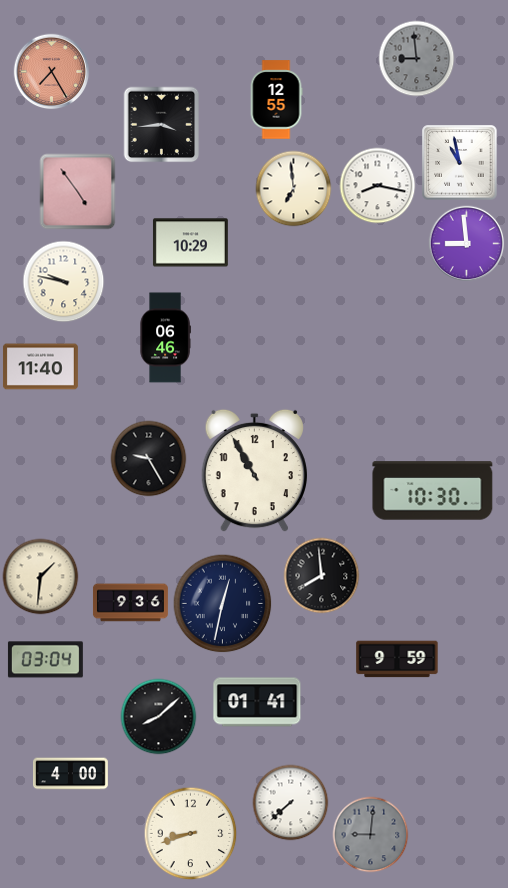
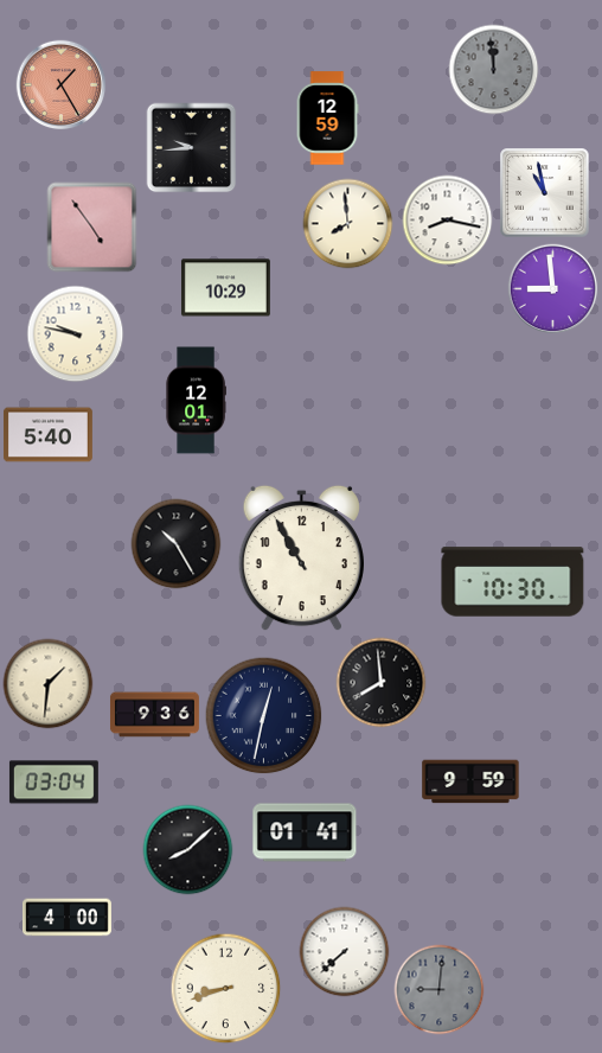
clock at (417, 59): 8:59 -> 11:59
clock at (52, 72): 7:25 -> 1:25
clock at (276, 100): 12:55 -> 12:59
clock at (162, 125): 3:44 -> 9:44
clock at (294, 189): 6:59 -> 7:59
clock at (165, 338): 06:46 -> 12:01
clock at (40, 367): 11:40 -> 5:40
clock at (149, 459): 9:25 -> 10:25
clock at (71, 774) position: (71, 774) -> (68, 918)
